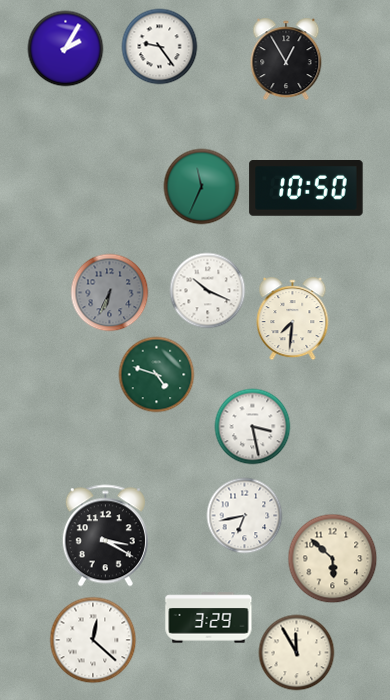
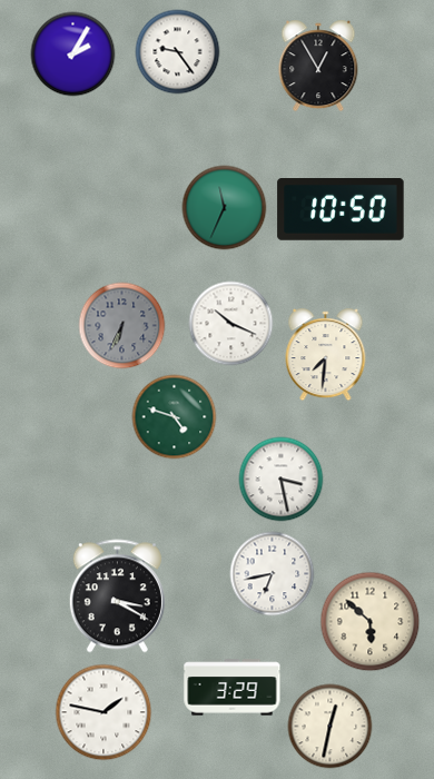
clock at (253, 427) position: (253, 427) -> (282, 480)
clock at (93, 640): 12:22 -> 1:47
clock at (297, 653): 11:55 -> 12:32
